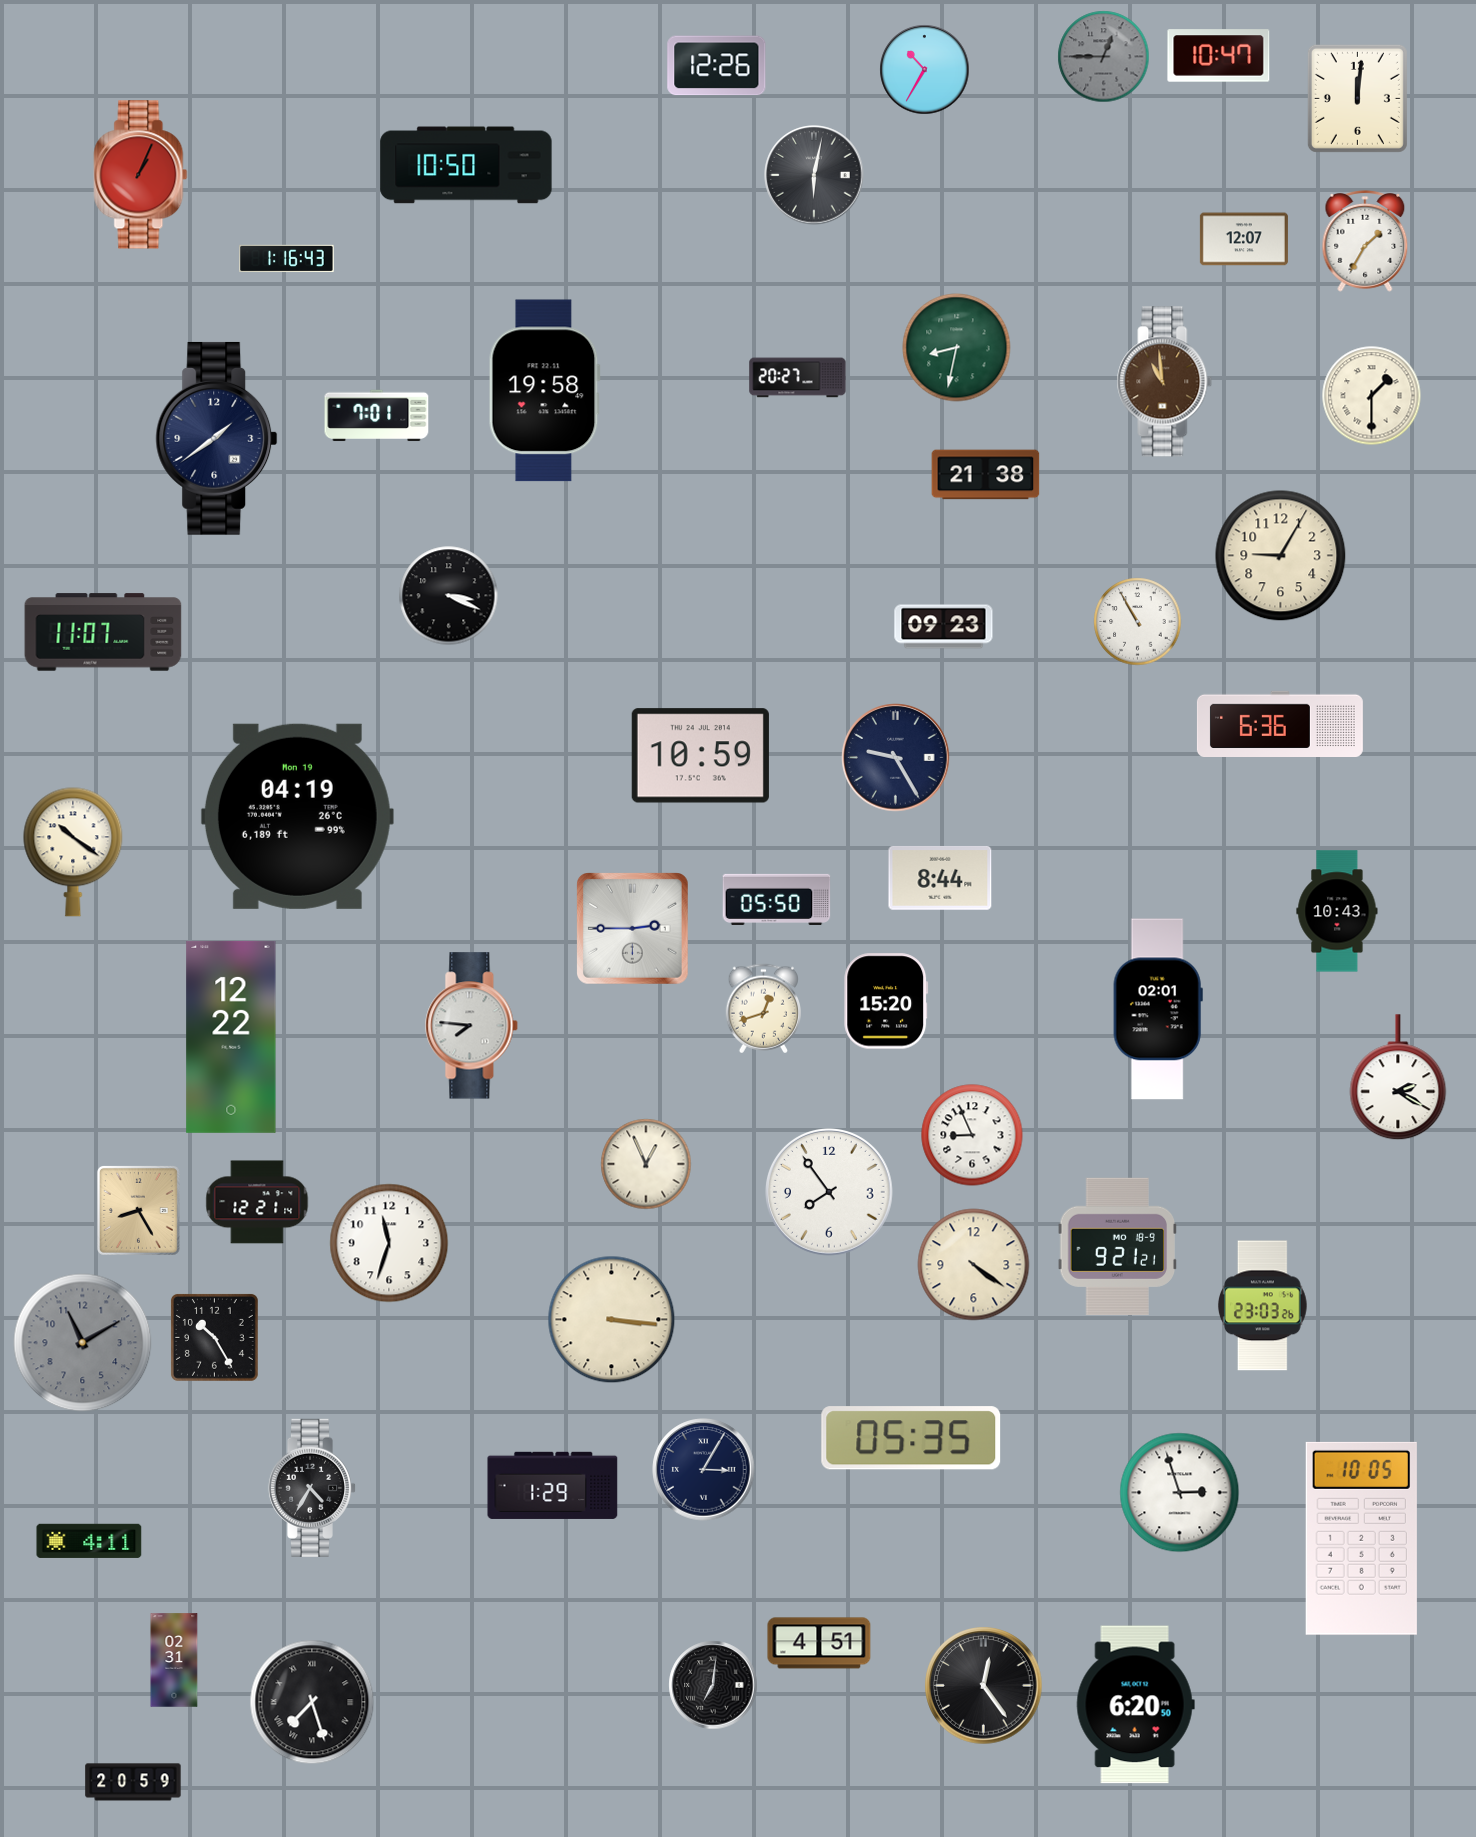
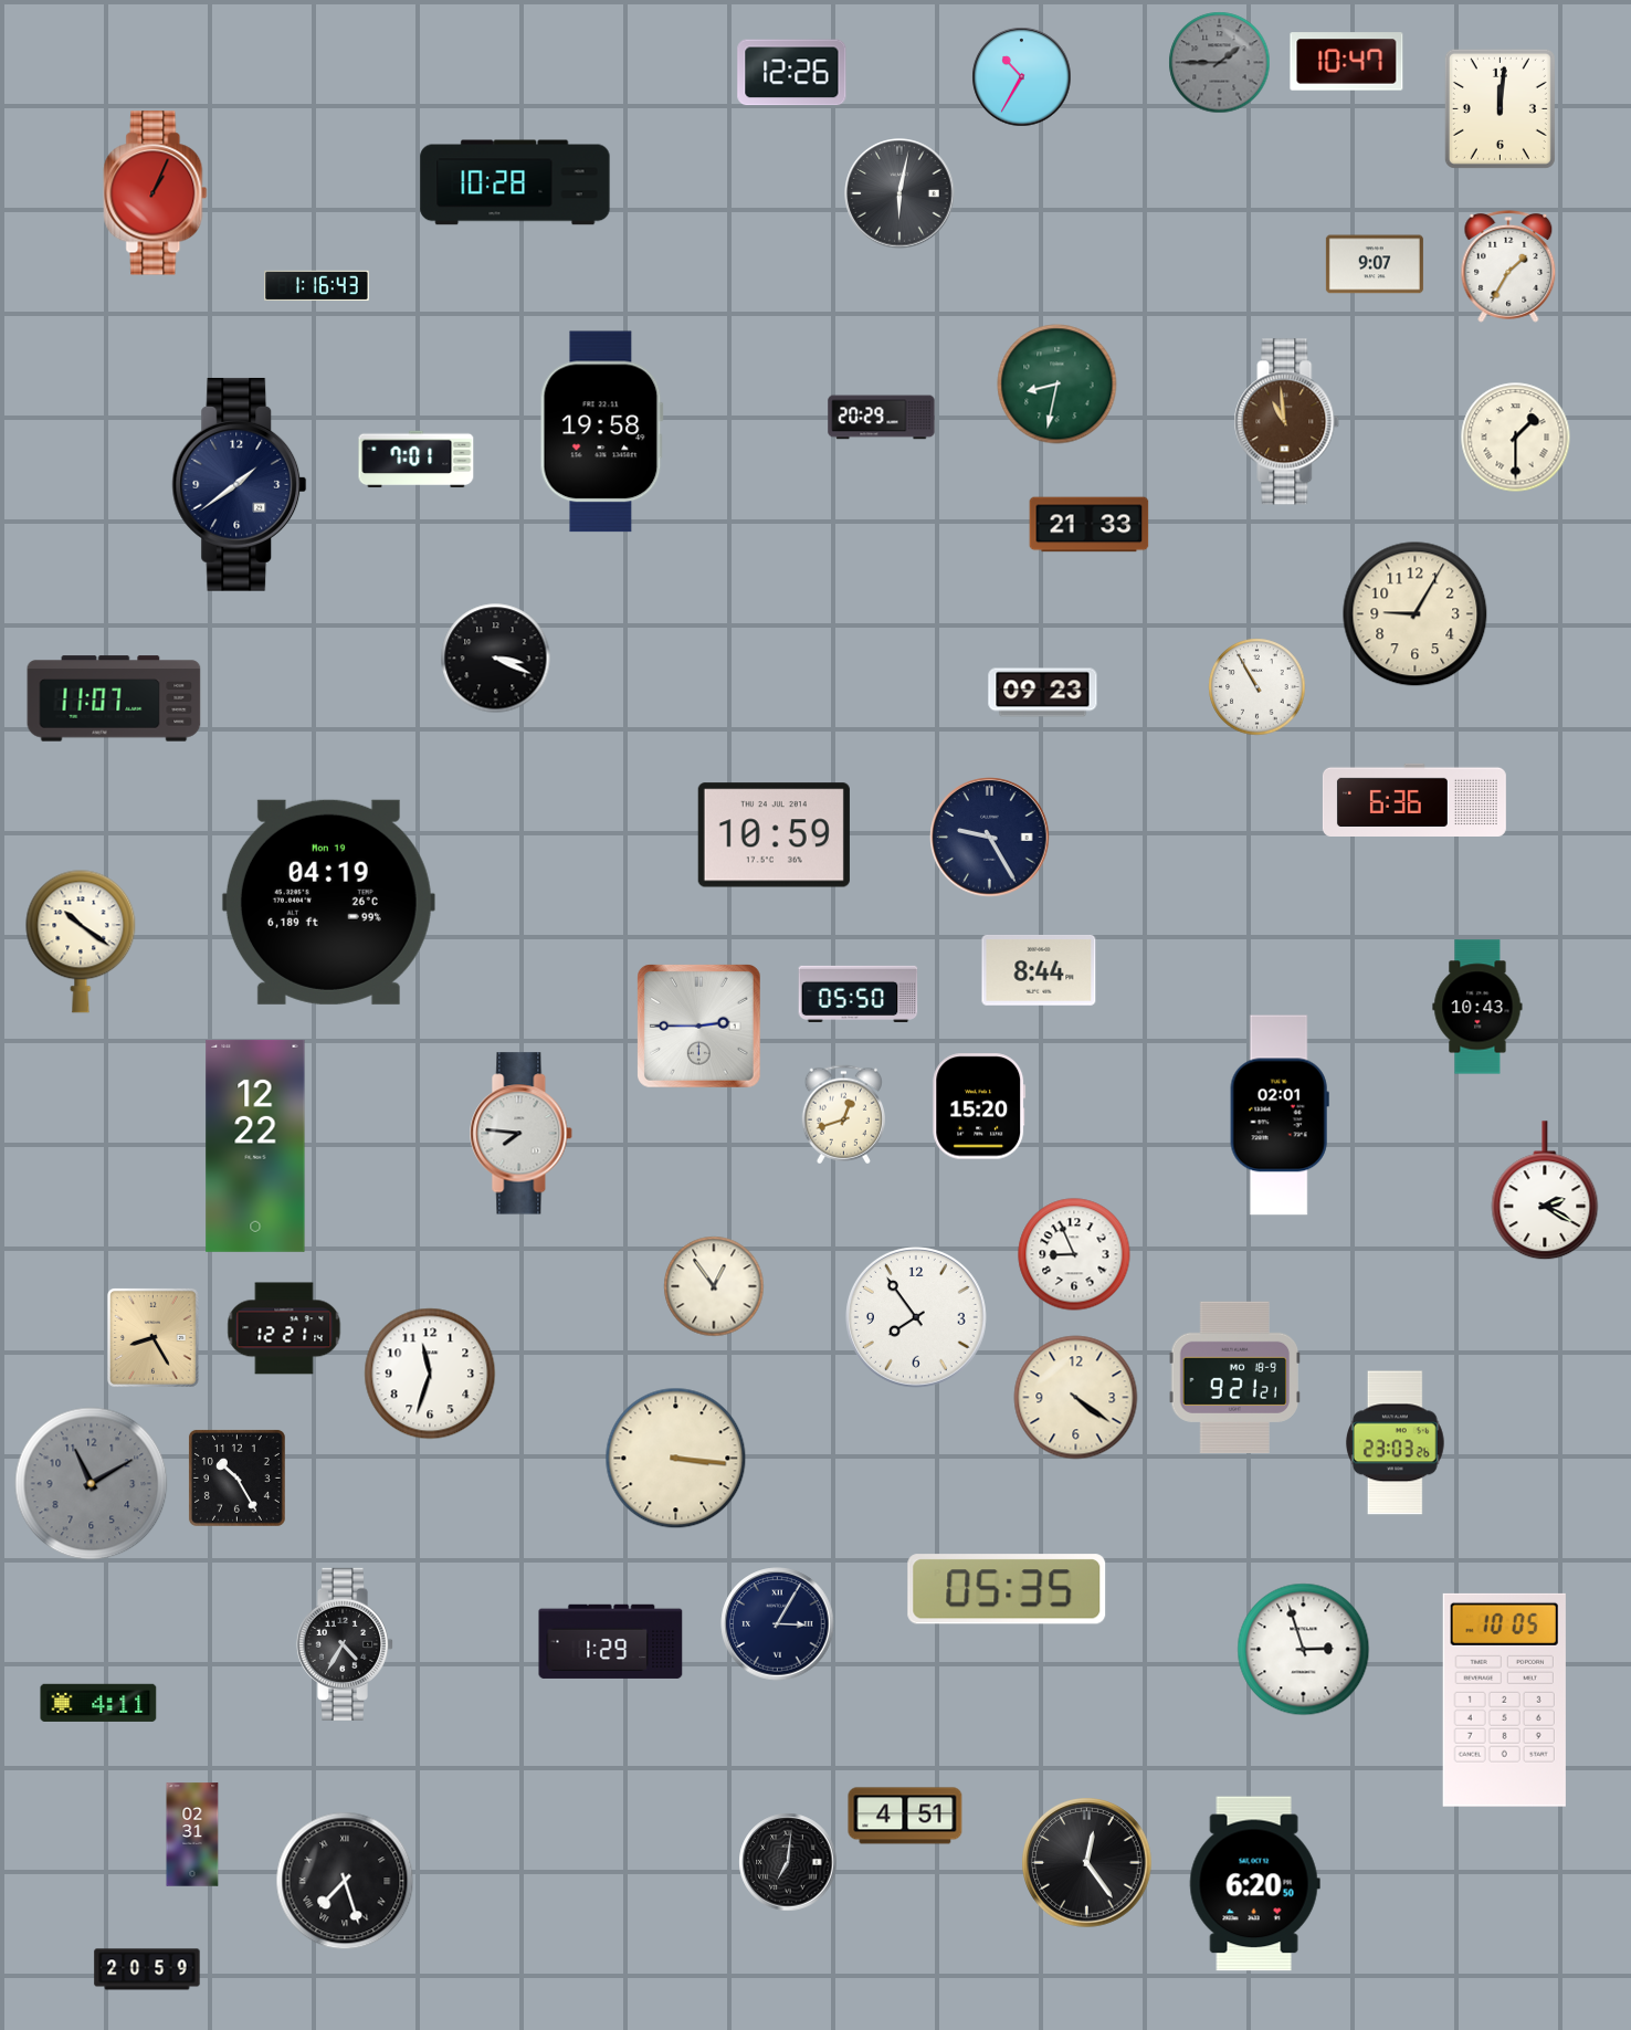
clock at (1104, 57): 12:45 -> 1:45
clock at (466, 165): 10:50 -> 10:28
clock at (1244, 239): 12:07 -> 9:07
clock at (798, 378): 20:27 -> 20:29
clock at (986, 475): 21:38 -> 21:33
clock at (646, 1164): 12:56 -> 12:54
